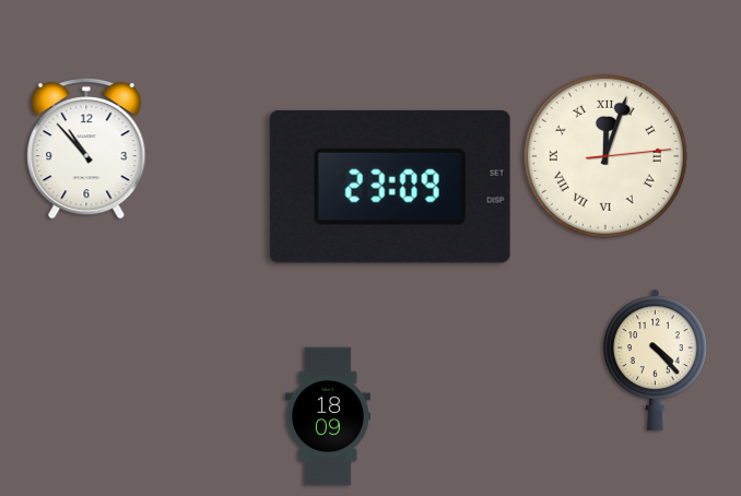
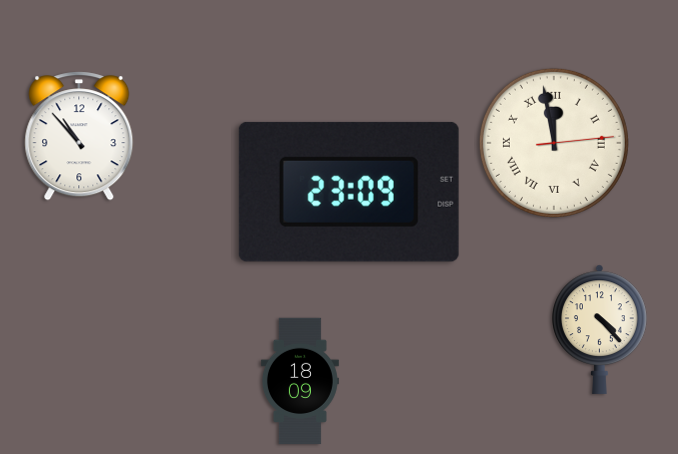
clock at (605, 156): 12:03 -> 11:58
clock at (390, 187) position: (390, 187) -> (349, 192)
